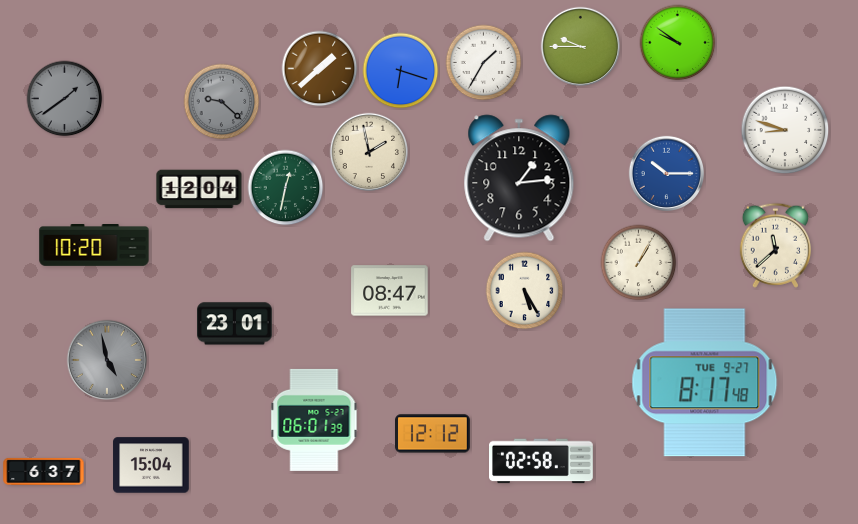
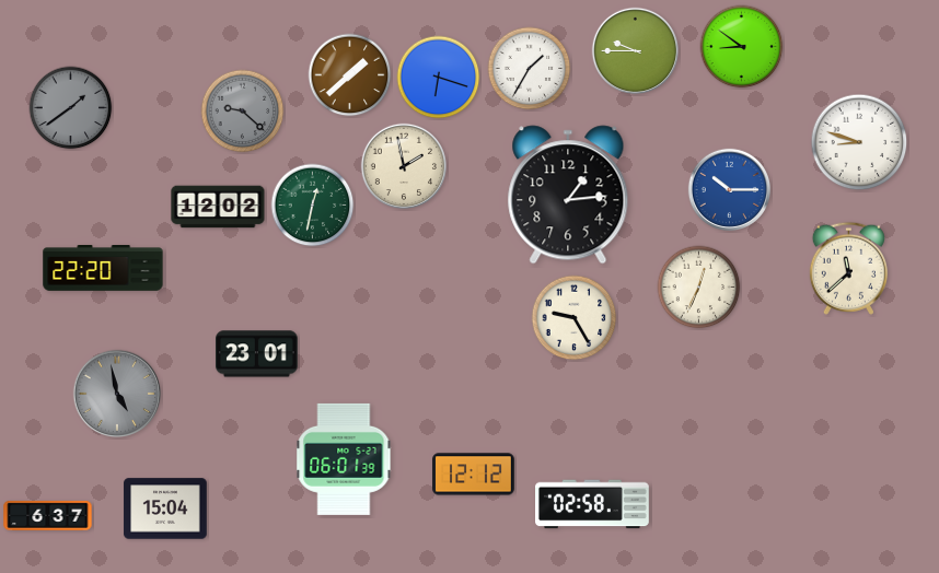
clock at (678, 43): 9:51 -> 8:51
clock at (199, 189): 12:04 -> 12:02
clock at (94, 246): 10:20 -> 22:20
clock at (639, 263): 1:05 -> 12:34
clock at (390, 291): 08:47 -> none
clock at (525, 291): 5:25 -> 9:25
clock at (705, 383): 8:17 -> none
